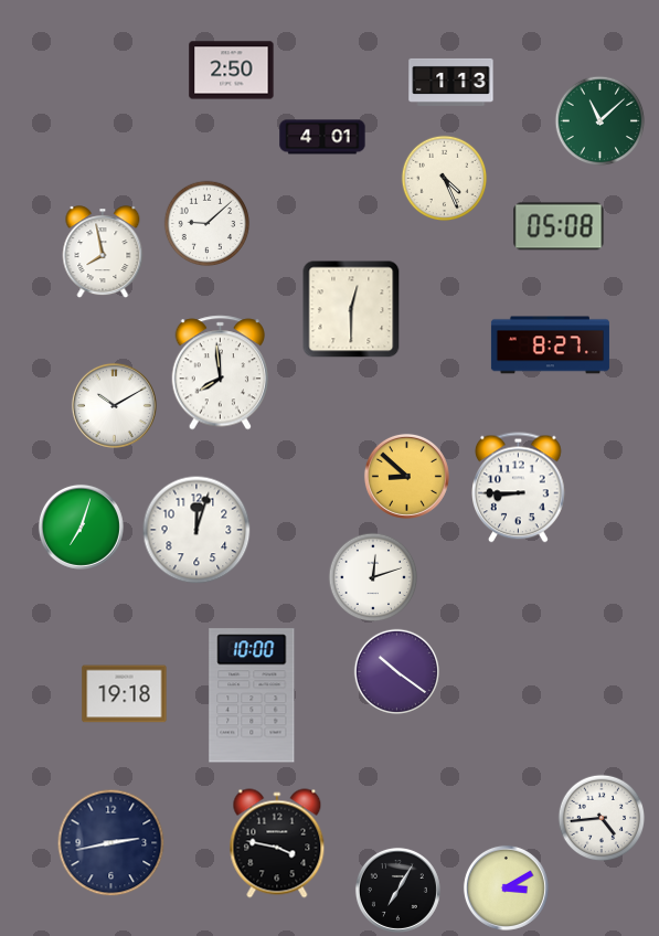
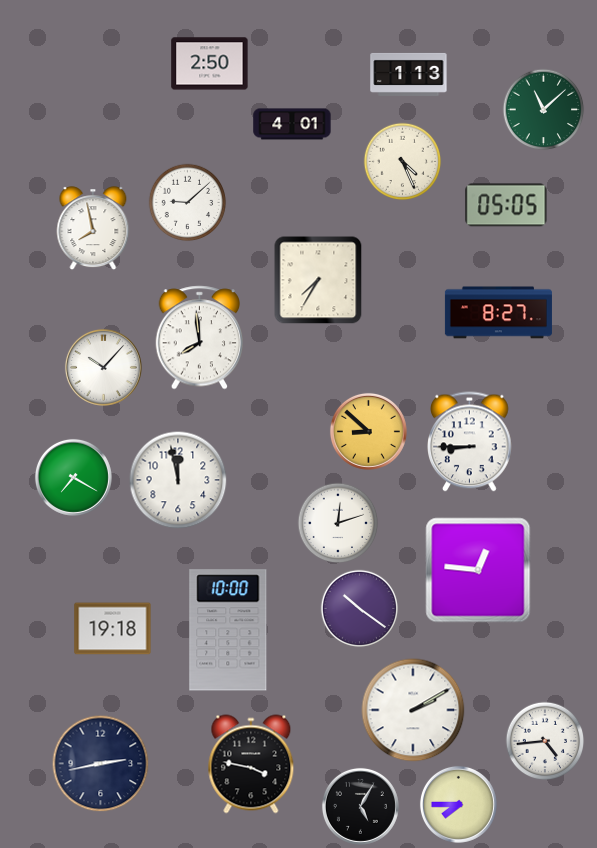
clock at (559, 226): 05:08 -> 05:05
clock at (351, 309): 12:30 -> 7:35
clock at (114, 405): 10:10 -> 10:07
clock at (81, 526): 7:03 -> 7:20
clock at (196, 530): 12:03 -> 11:58
clock at (478, 570): none -> 12:46
clock at (413, 710): none -> 2:10
clock at (506, 887): 3:10 -> 7:45
clock at (397, 890): 7:05 -> 5:05
